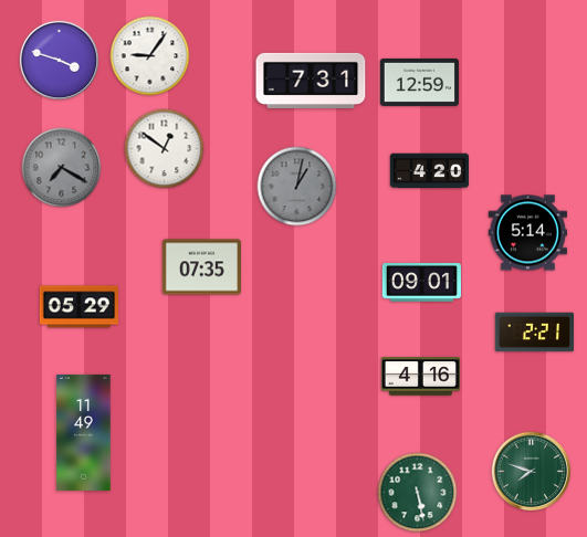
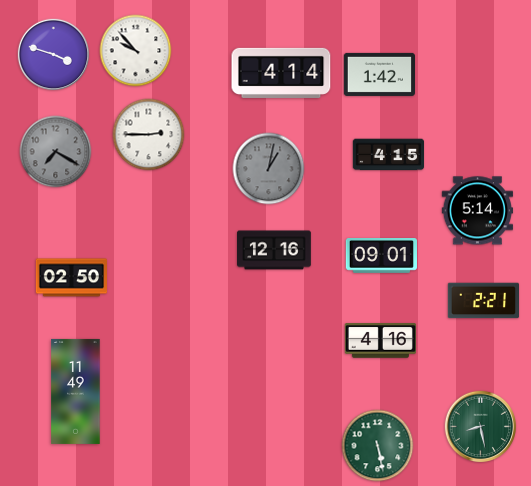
clock at (150, 56): 9:06 -> 9:53
clock at (311, 81): 7:31 -> 4:14
clock at (419, 82): 12:59 -> 1:42
clock at (165, 149): 12:51 -> 2:45
clock at (429, 171): 4:20 -> 4:15
clock at (201, 267): 07:35 -> none
clock at (275, 250): none -> 12:16
clock at (78, 307): 05:29 -> 02:50
clock at (532, 472): 7:48 -> 8:28
